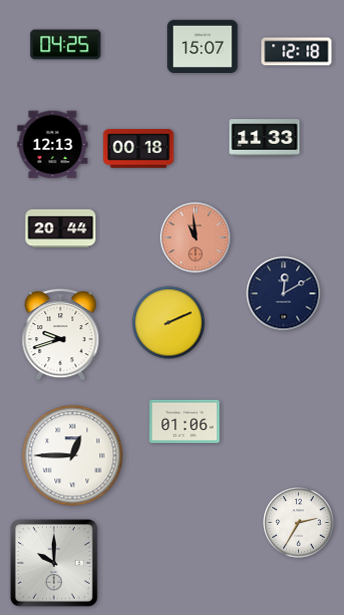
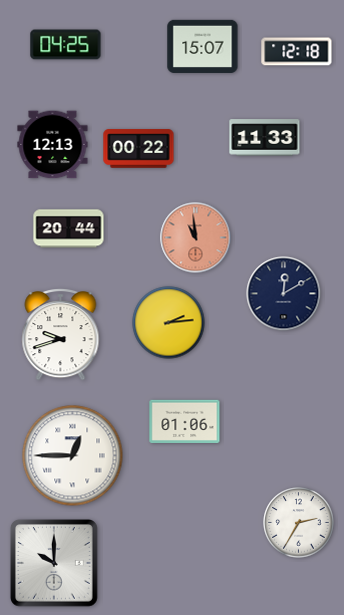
clock at (139, 149): 00:18 -> 00:22
clock at (61, 229) position: (61, 229) -> (69, 229)
clock at (169, 323): 2:11 -> 2:14
